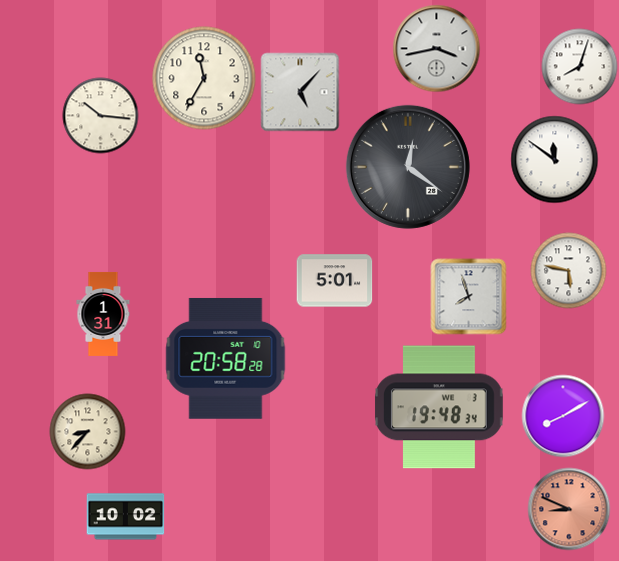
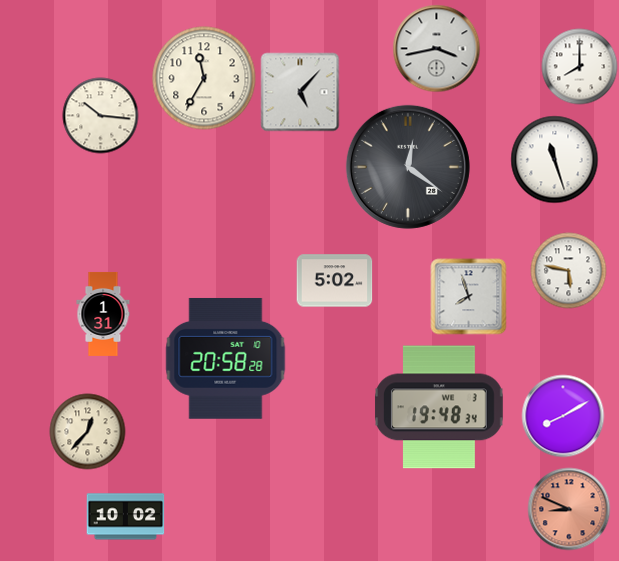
clock at (580, 67): 8:03 -> 8:00
clock at (555, 160): 11:51 -> 11:27
clock at (335, 281): 5:01 -> 5:02
clock at (88, 432): 8:37 -> 12:37
